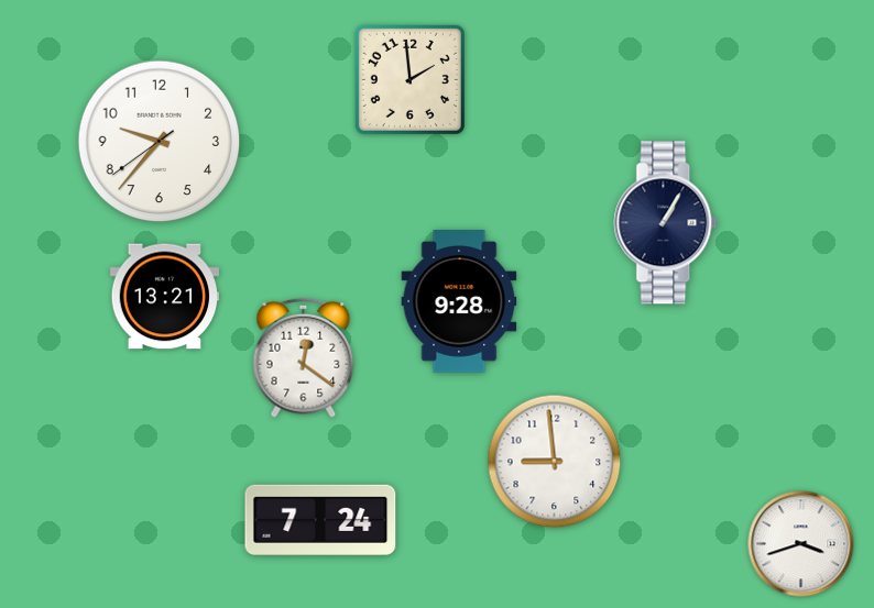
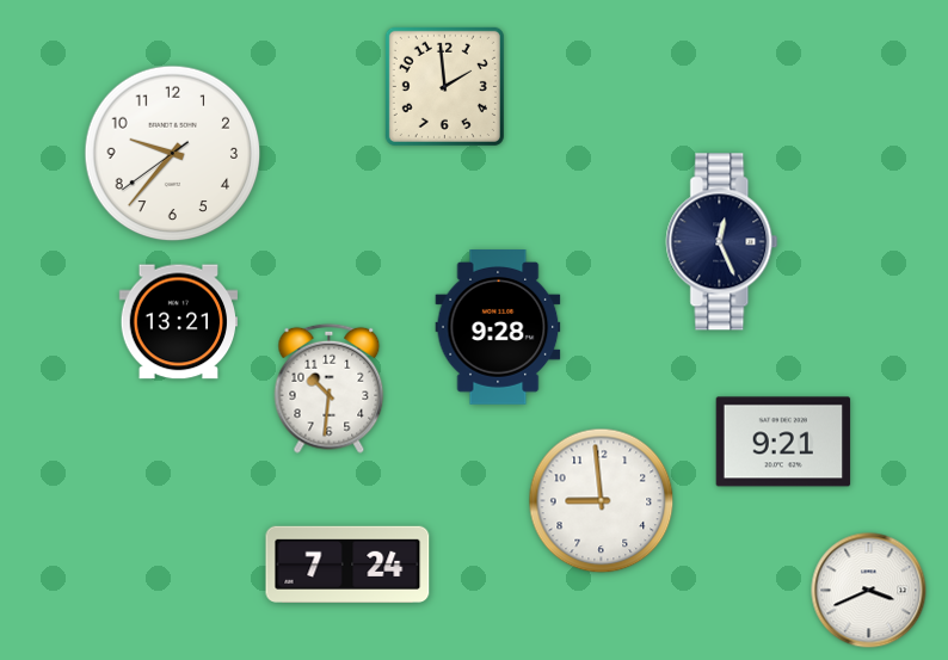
clock at (666, 223): 1:05 -> 12:26
clock at (304, 357): 12:21 -> 10:31
clock at (783, 442): none -> 9:21
clock at (801, 544): 3:42 -> 3:41
